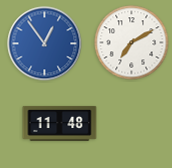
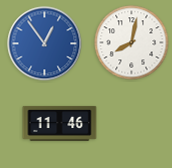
clock at (132, 43): 7:10 -> 8:02
clock at (60, 123): 11:48 -> 11:46
